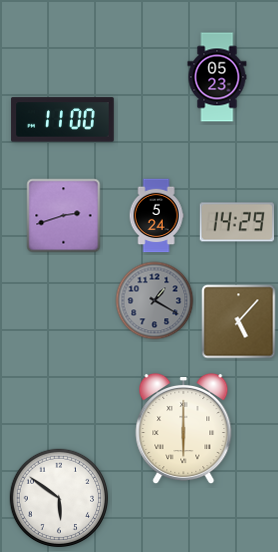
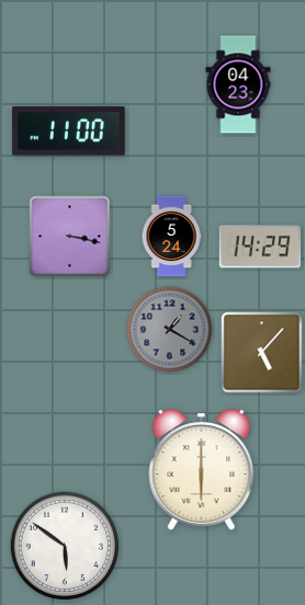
clock at (217, 77): 05:23 -> 04:23
clock at (64, 216): 2:42 -> 3:17
clock at (237, 222) position: (237, 222) -> (260, 247)
